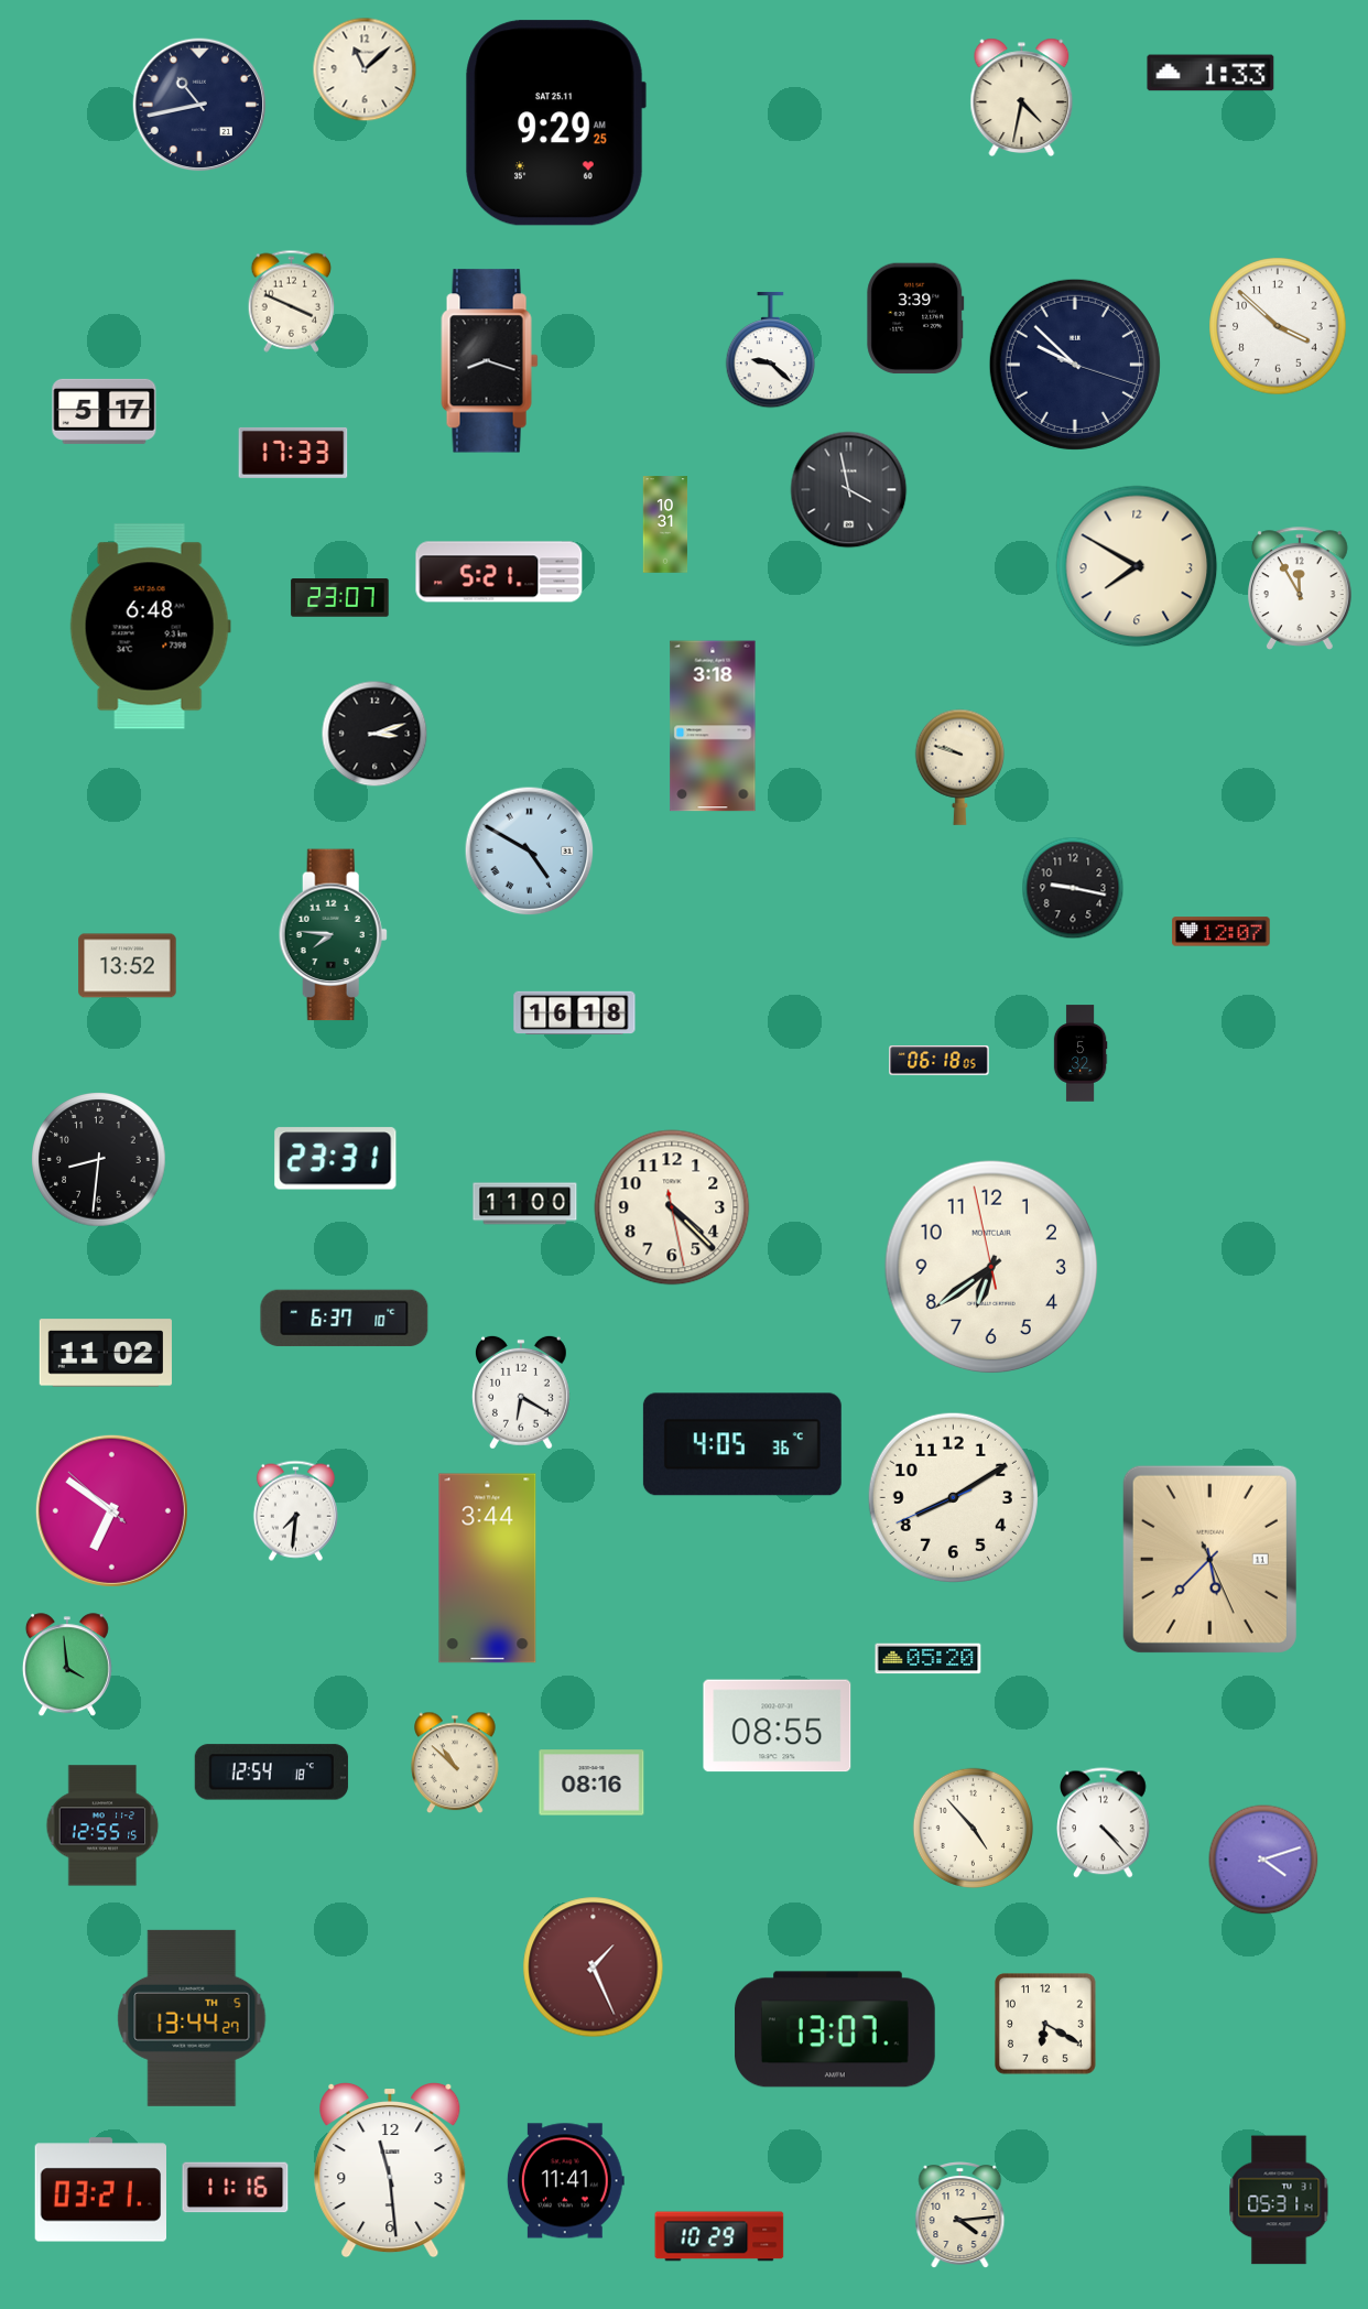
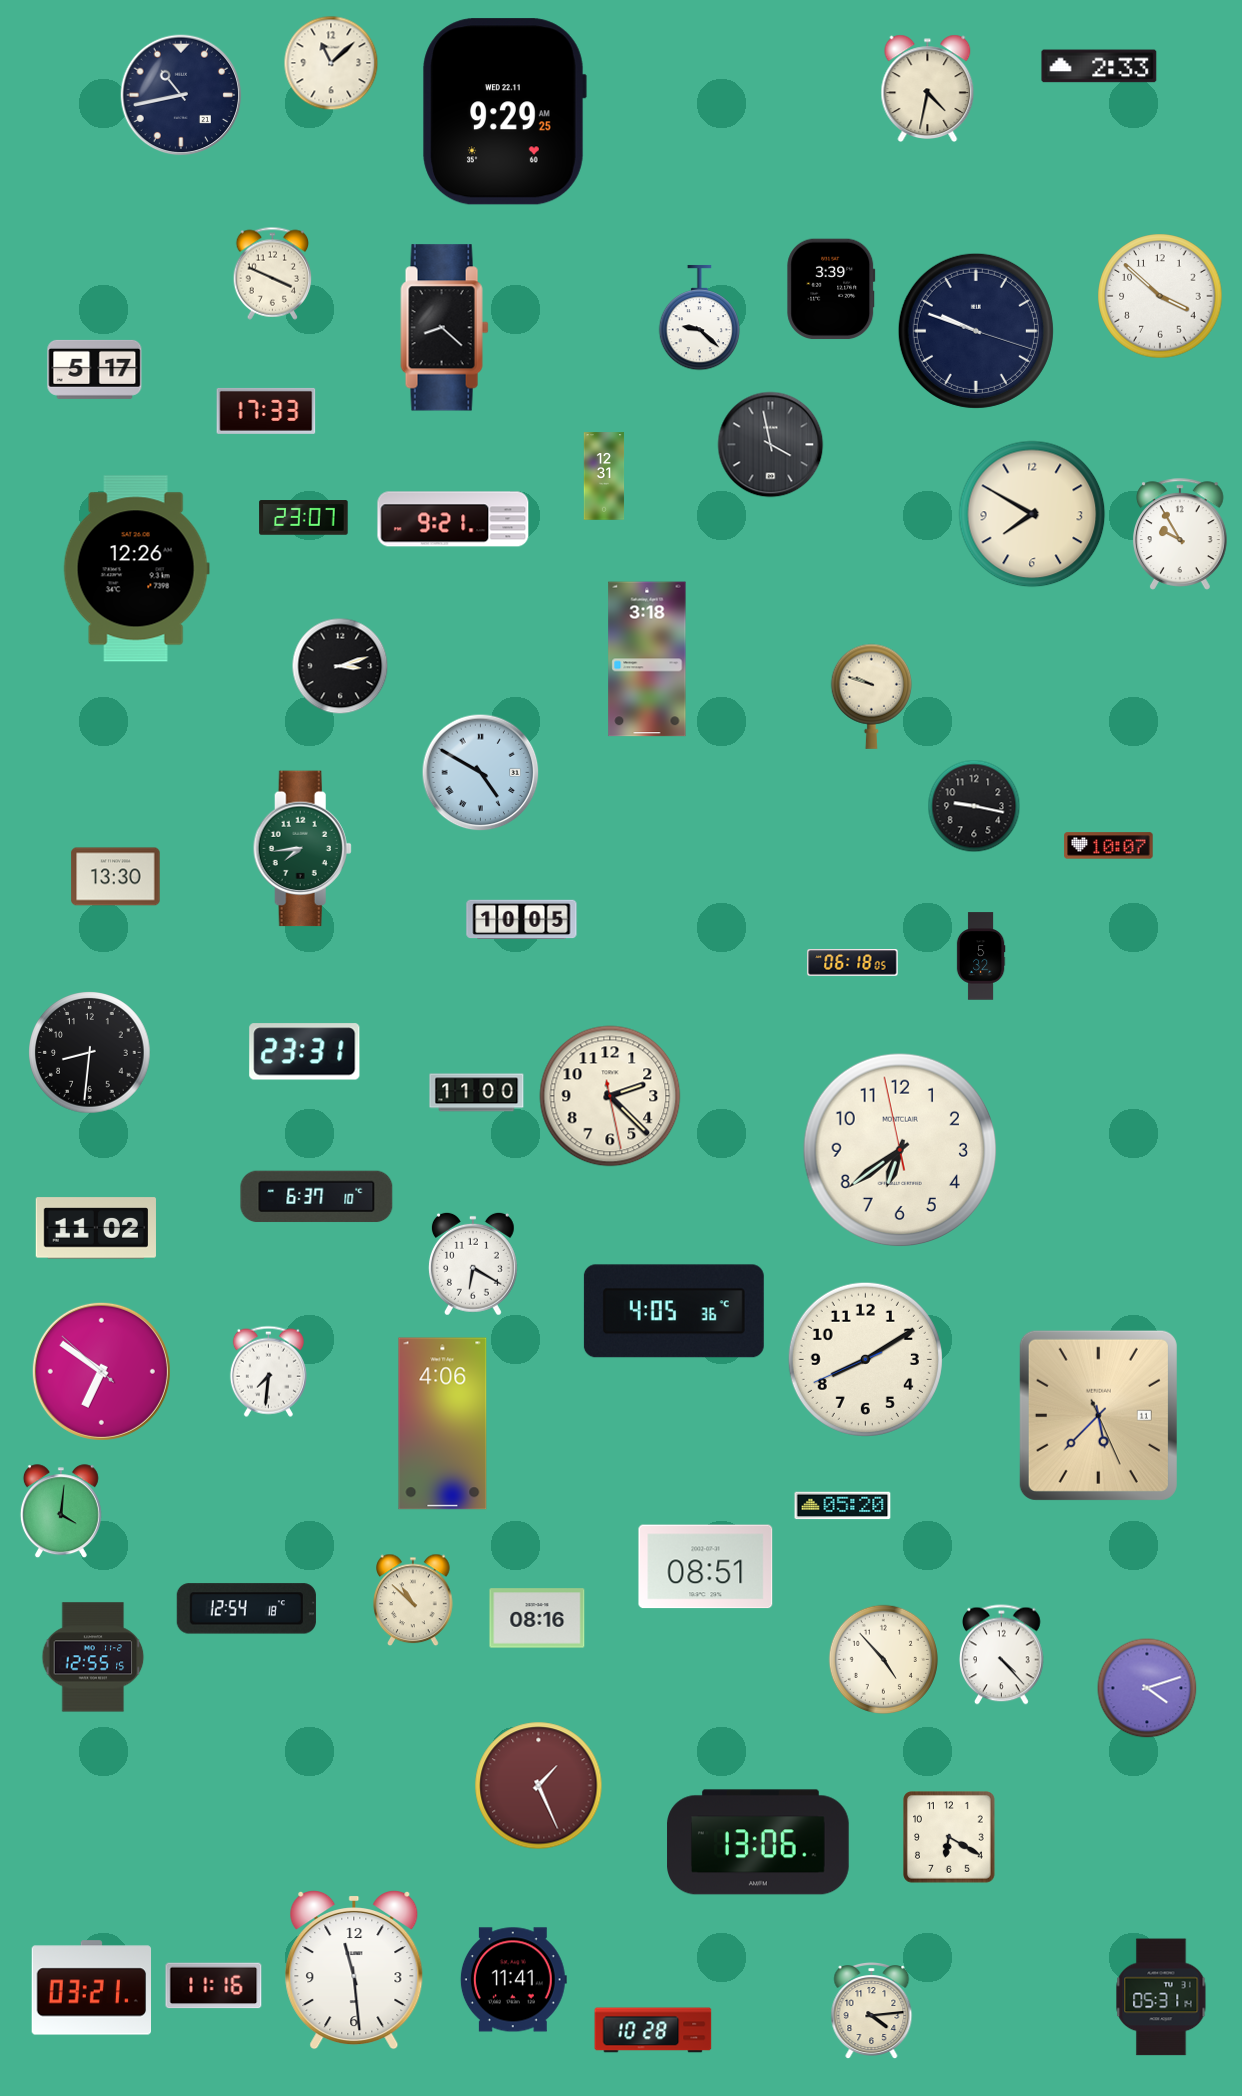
clock at (1210, 73): 1:33 -> 2:33
clock at (555, 123) date: SAT 25.11 -> WED 22.11
clock at (292, 301) position: (292, 301) -> (273, 273)
clock at (490, 361): 8:18 -> 8:22
clock at (1075, 365): 9:52 -> 9:48
clock at (105, 411) position: (105, 411) -> (95, 369)
clock at (665, 524): 10:31 -> 12:31
clock at (499, 572): 5:21 -> 9:21
clock at (1301, 588): 11:55 -> 9:55
clock at (340, 598) position: (340, 598) -> (304, 518)
clock at (150, 627): 6:48 -> 12:26
clock at (1222, 932): 12:07 -> 10:07
clock at (333, 935): 7:46 -> 7:44
clock at (128, 966): 13:52 -> 13:30
clock at (575, 1013): 16:18 -> 10:05
clock at (672, 1207): 4:22 -> 2:22
clock at (345, 1319) position: (345, 1319) -> (317, 1197)
clock at (488, 1569): 3:44 -> 4:06
clock at (67, 1666): 3:59 -> 4:01
clock at (778, 1726): 08:55 -> 08:51
clock at (192, 2018): 13:44 -> none
clock at (835, 2029): 13:07 -> 13:06
clock at (719, 2236): 10:29 -> 10:28
